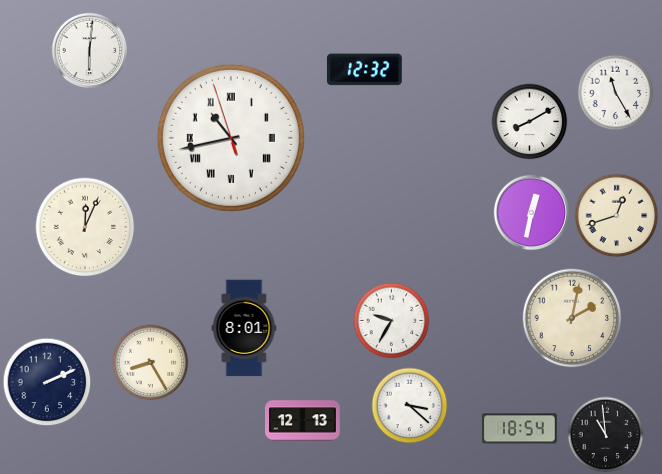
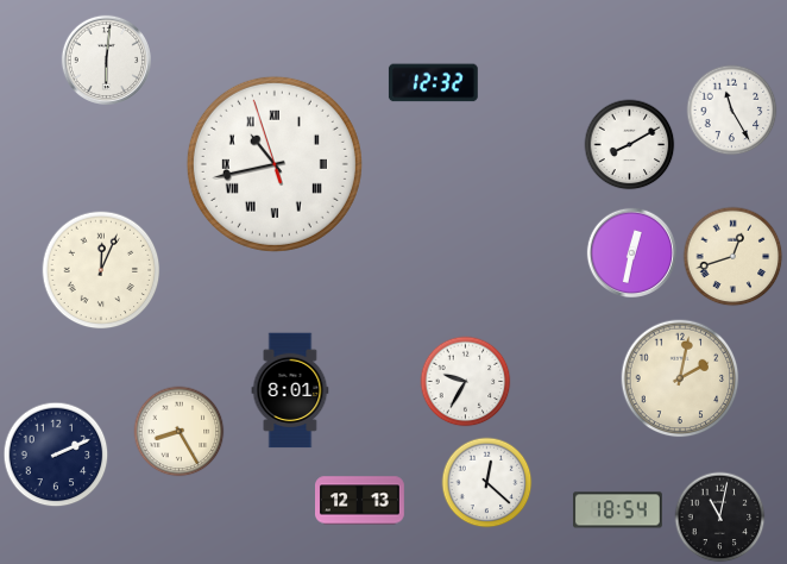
clock at (410, 406): 3:22 -> 12:22
clock at (606, 435): 10:59 -> 11:02
